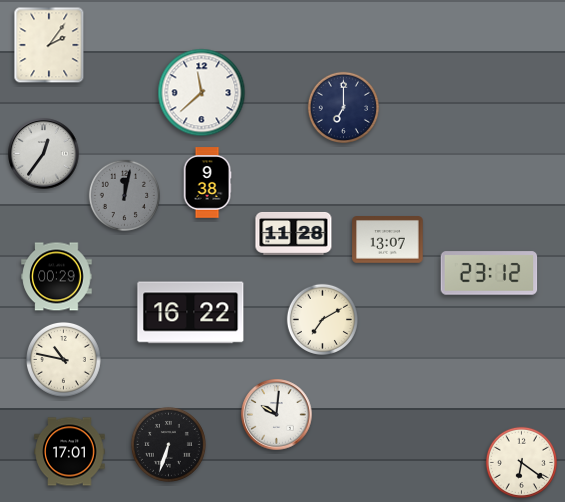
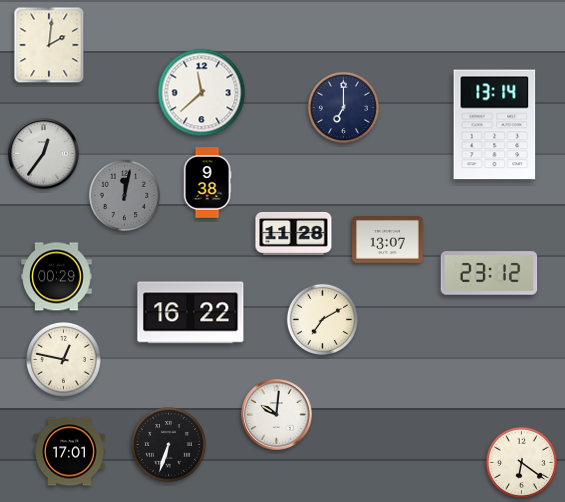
clock at (49, 45): 2:06 -> 2:01
clock at (495, 125): none -> 13:14
clock at (64, 360): 10:47 -> 12:47
